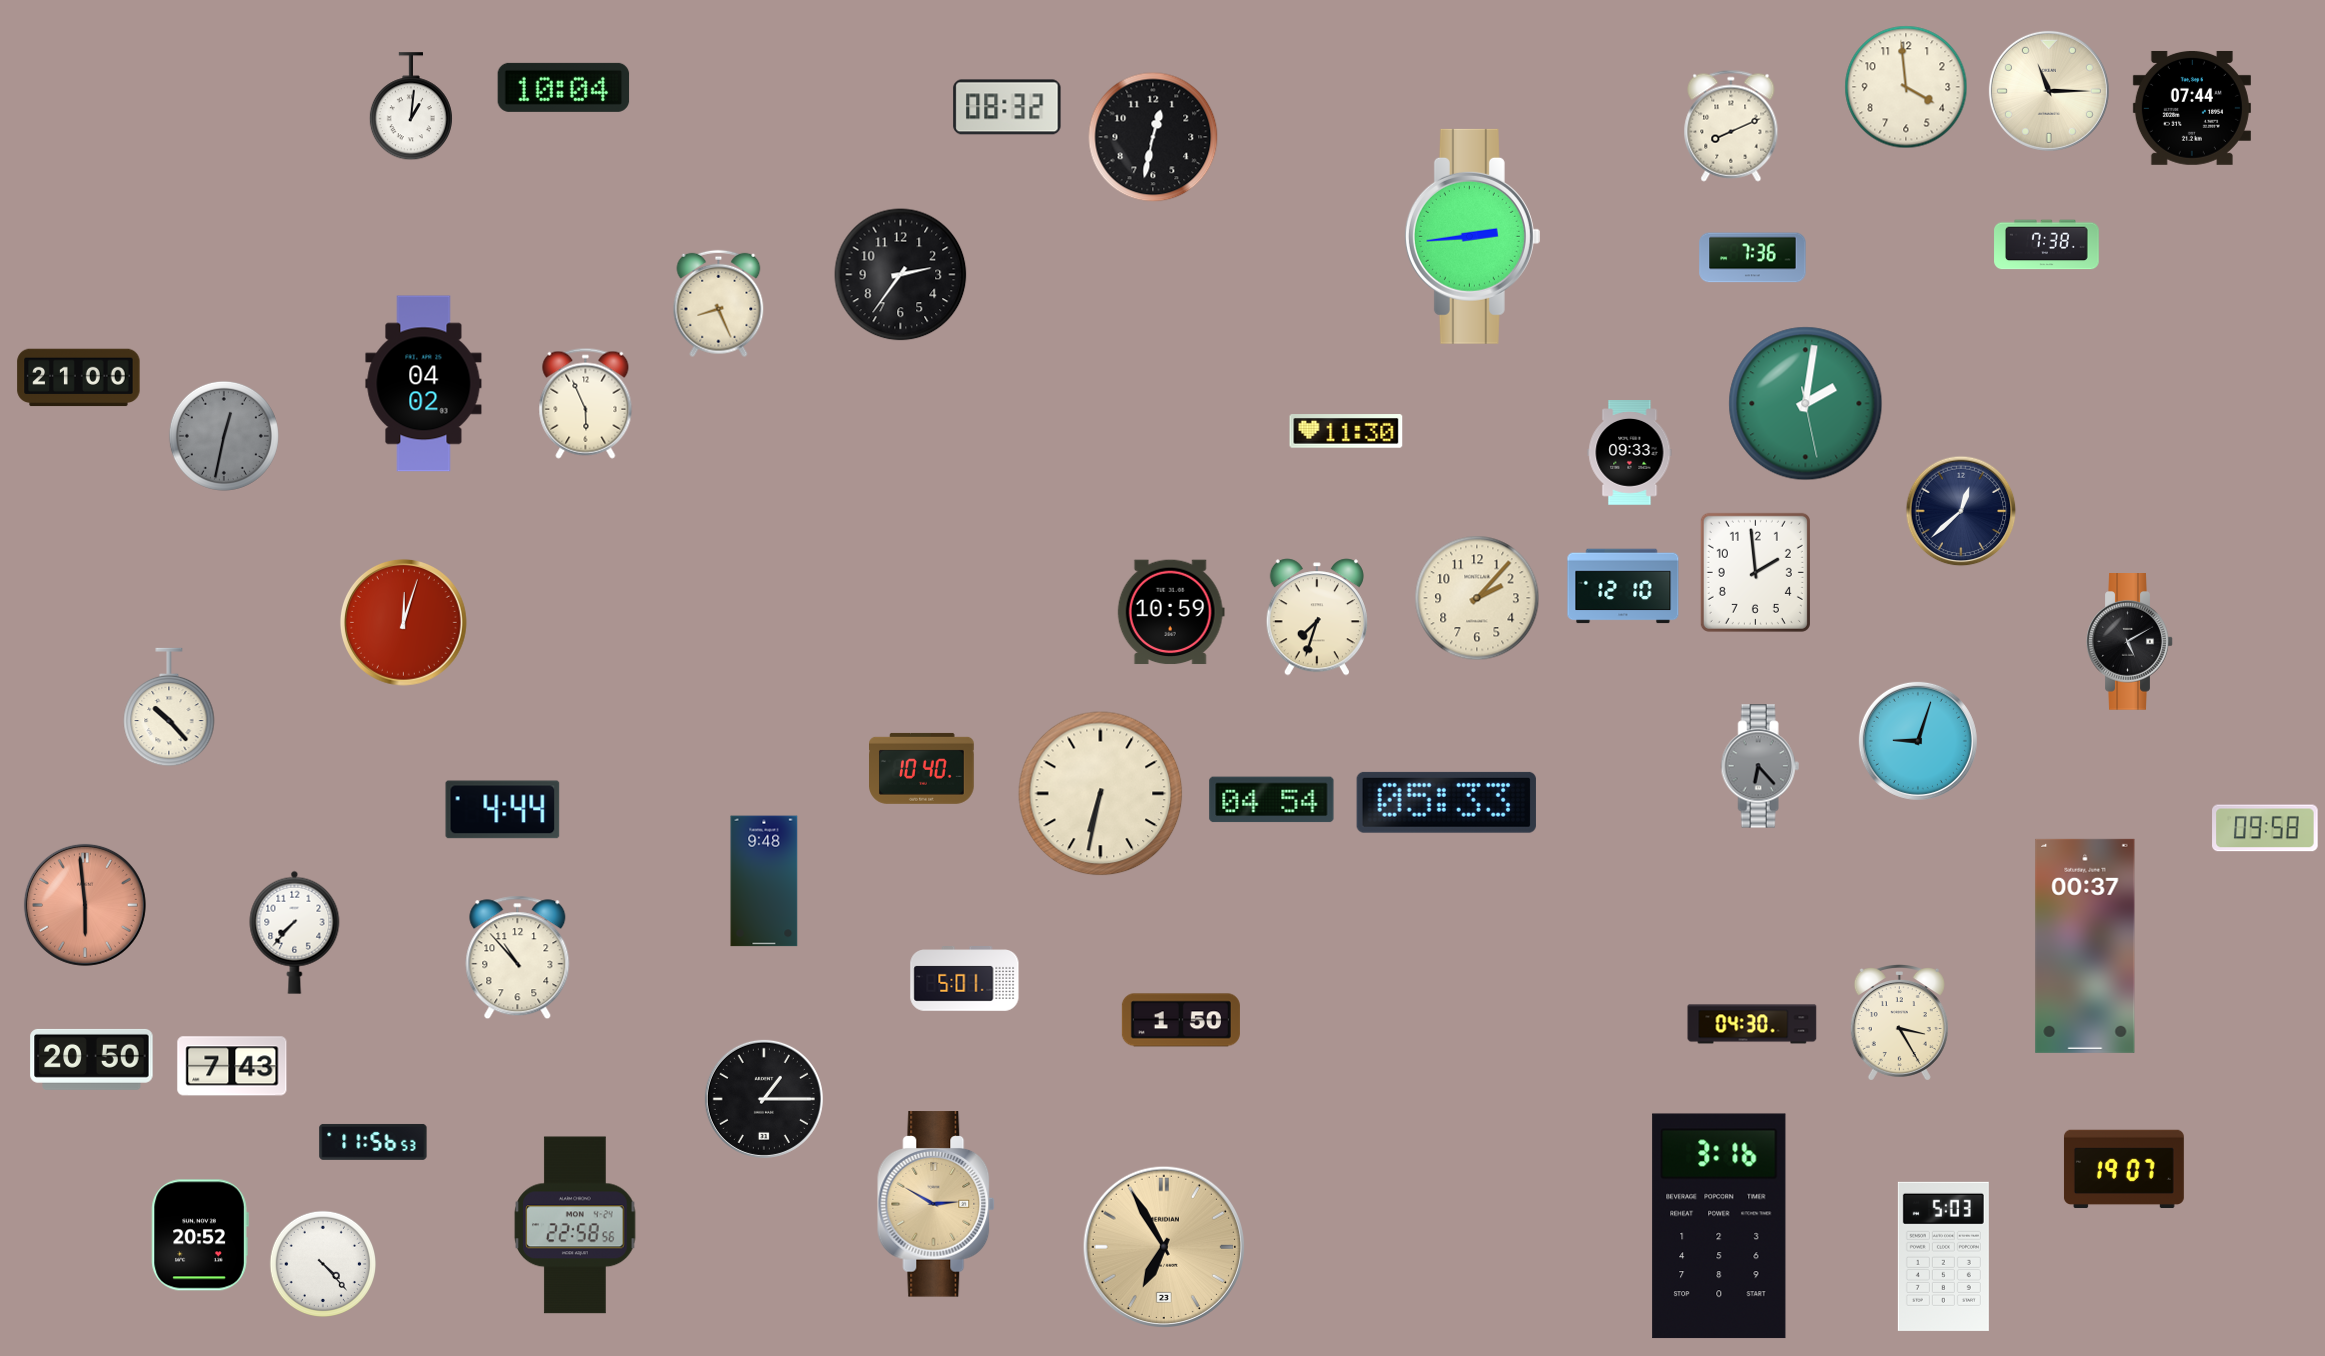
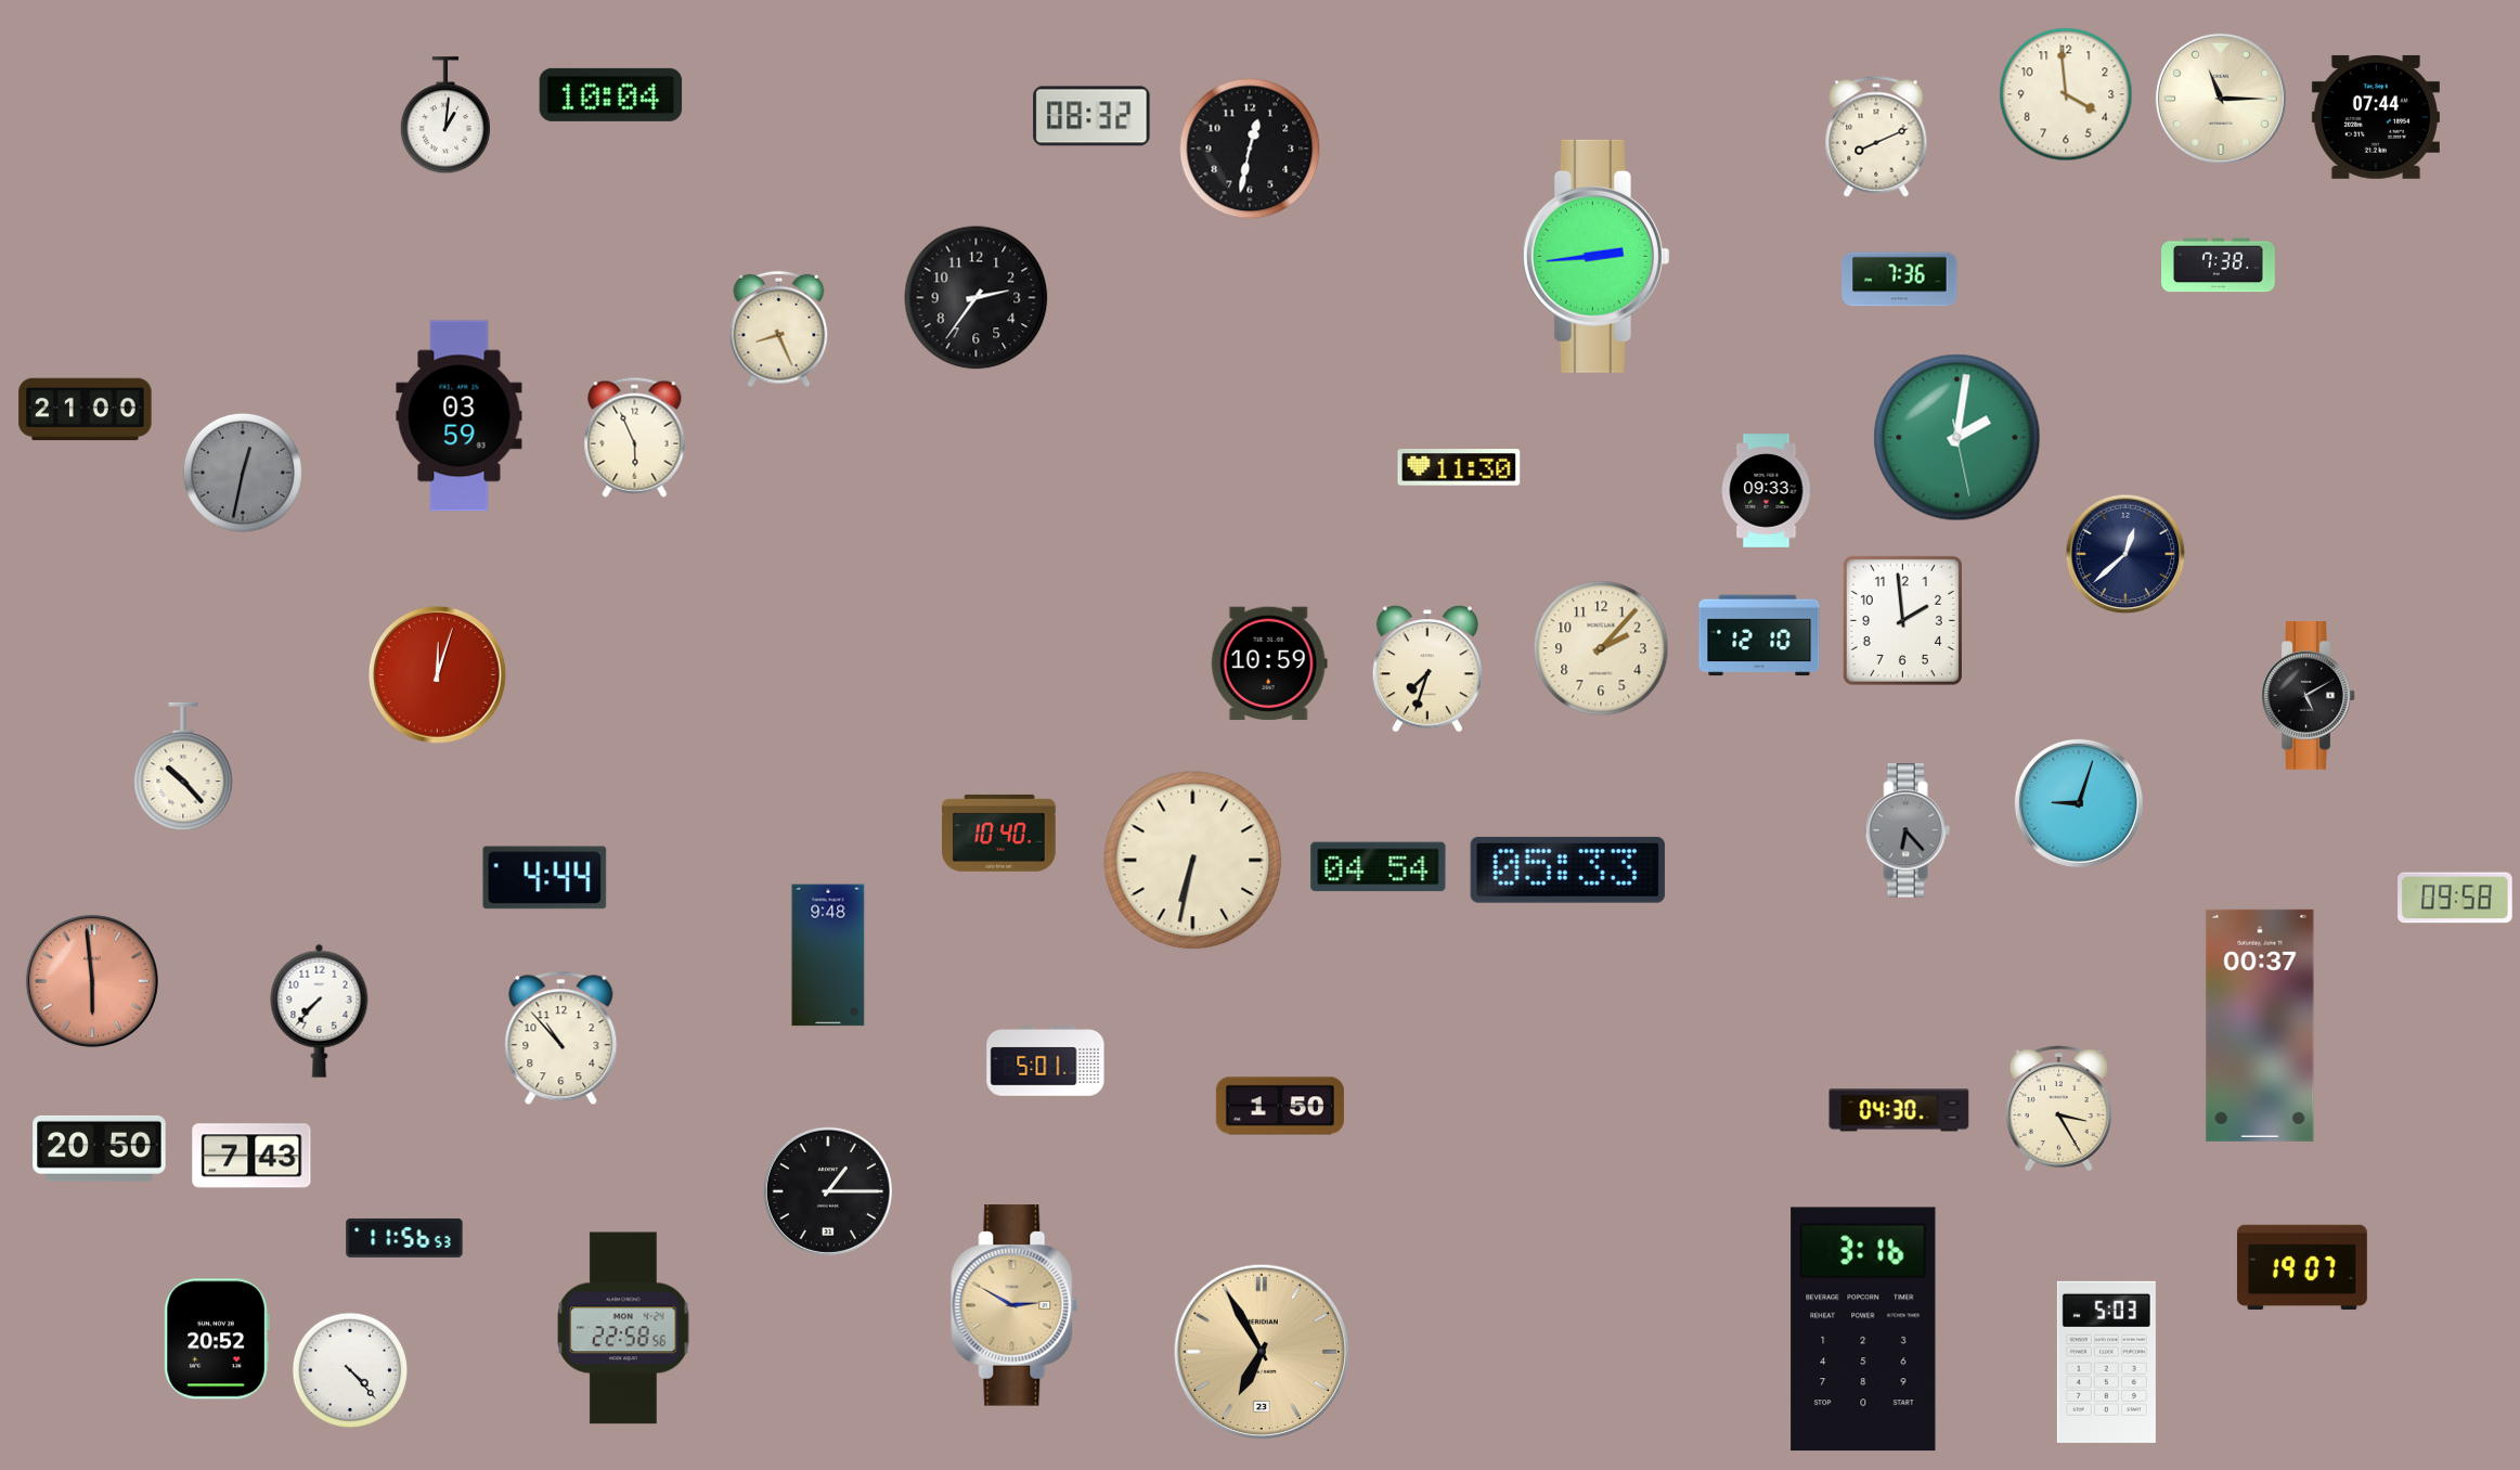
clock at (424, 384): 04:02 -> 03:59
